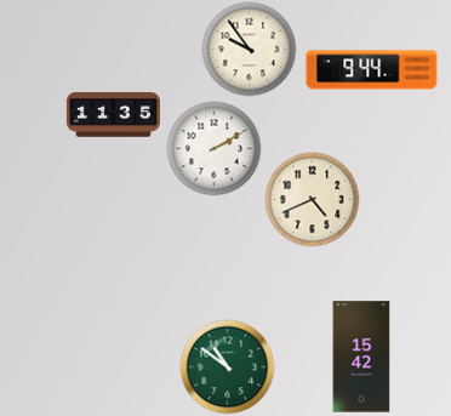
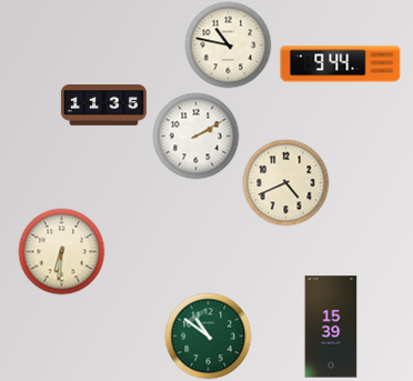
clock at (249, 49): 9:54 -> 10:47
clock at (61, 251): none -> 6:31
clock at (361, 357): 15:42 -> 15:39
